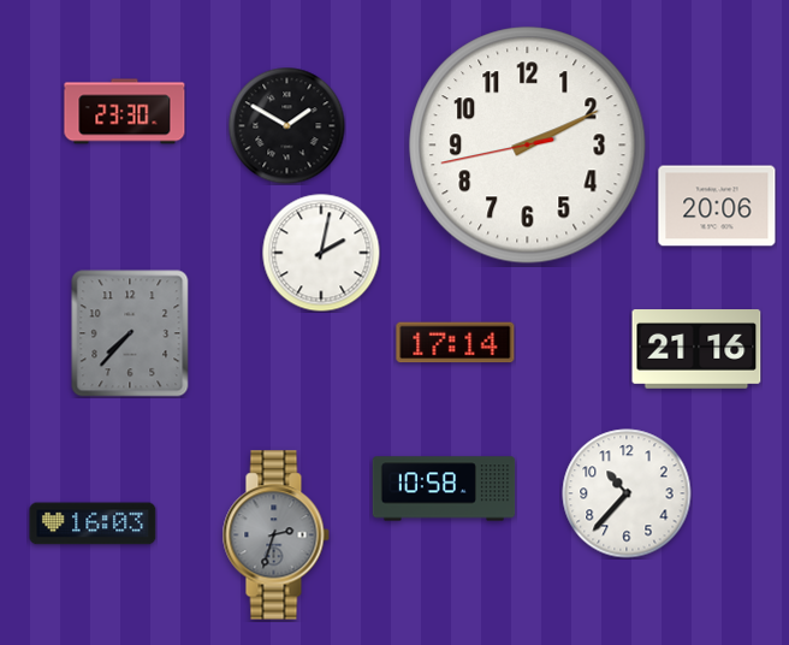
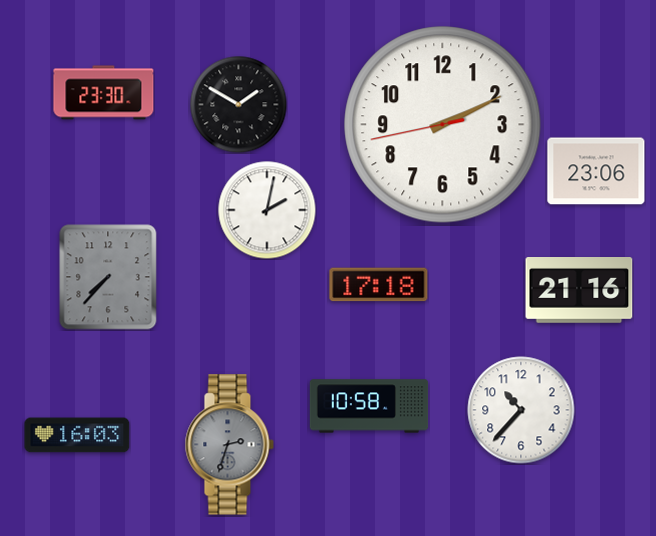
clock at (528, 146) position: (528, 146) -> (443, 125)
clock at (717, 206): 20:06 -> 23:06
clock at (456, 343): 17:14 -> 17:18
